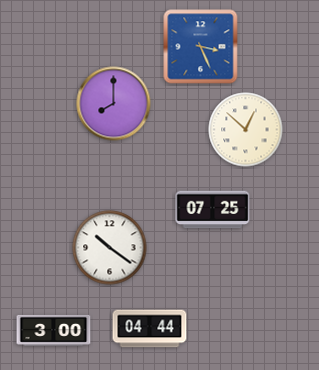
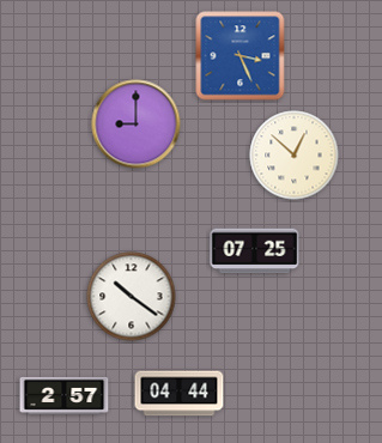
clock at (114, 104): 8:00 -> 9:00
clock at (54, 330): 3:00 -> 2:57
